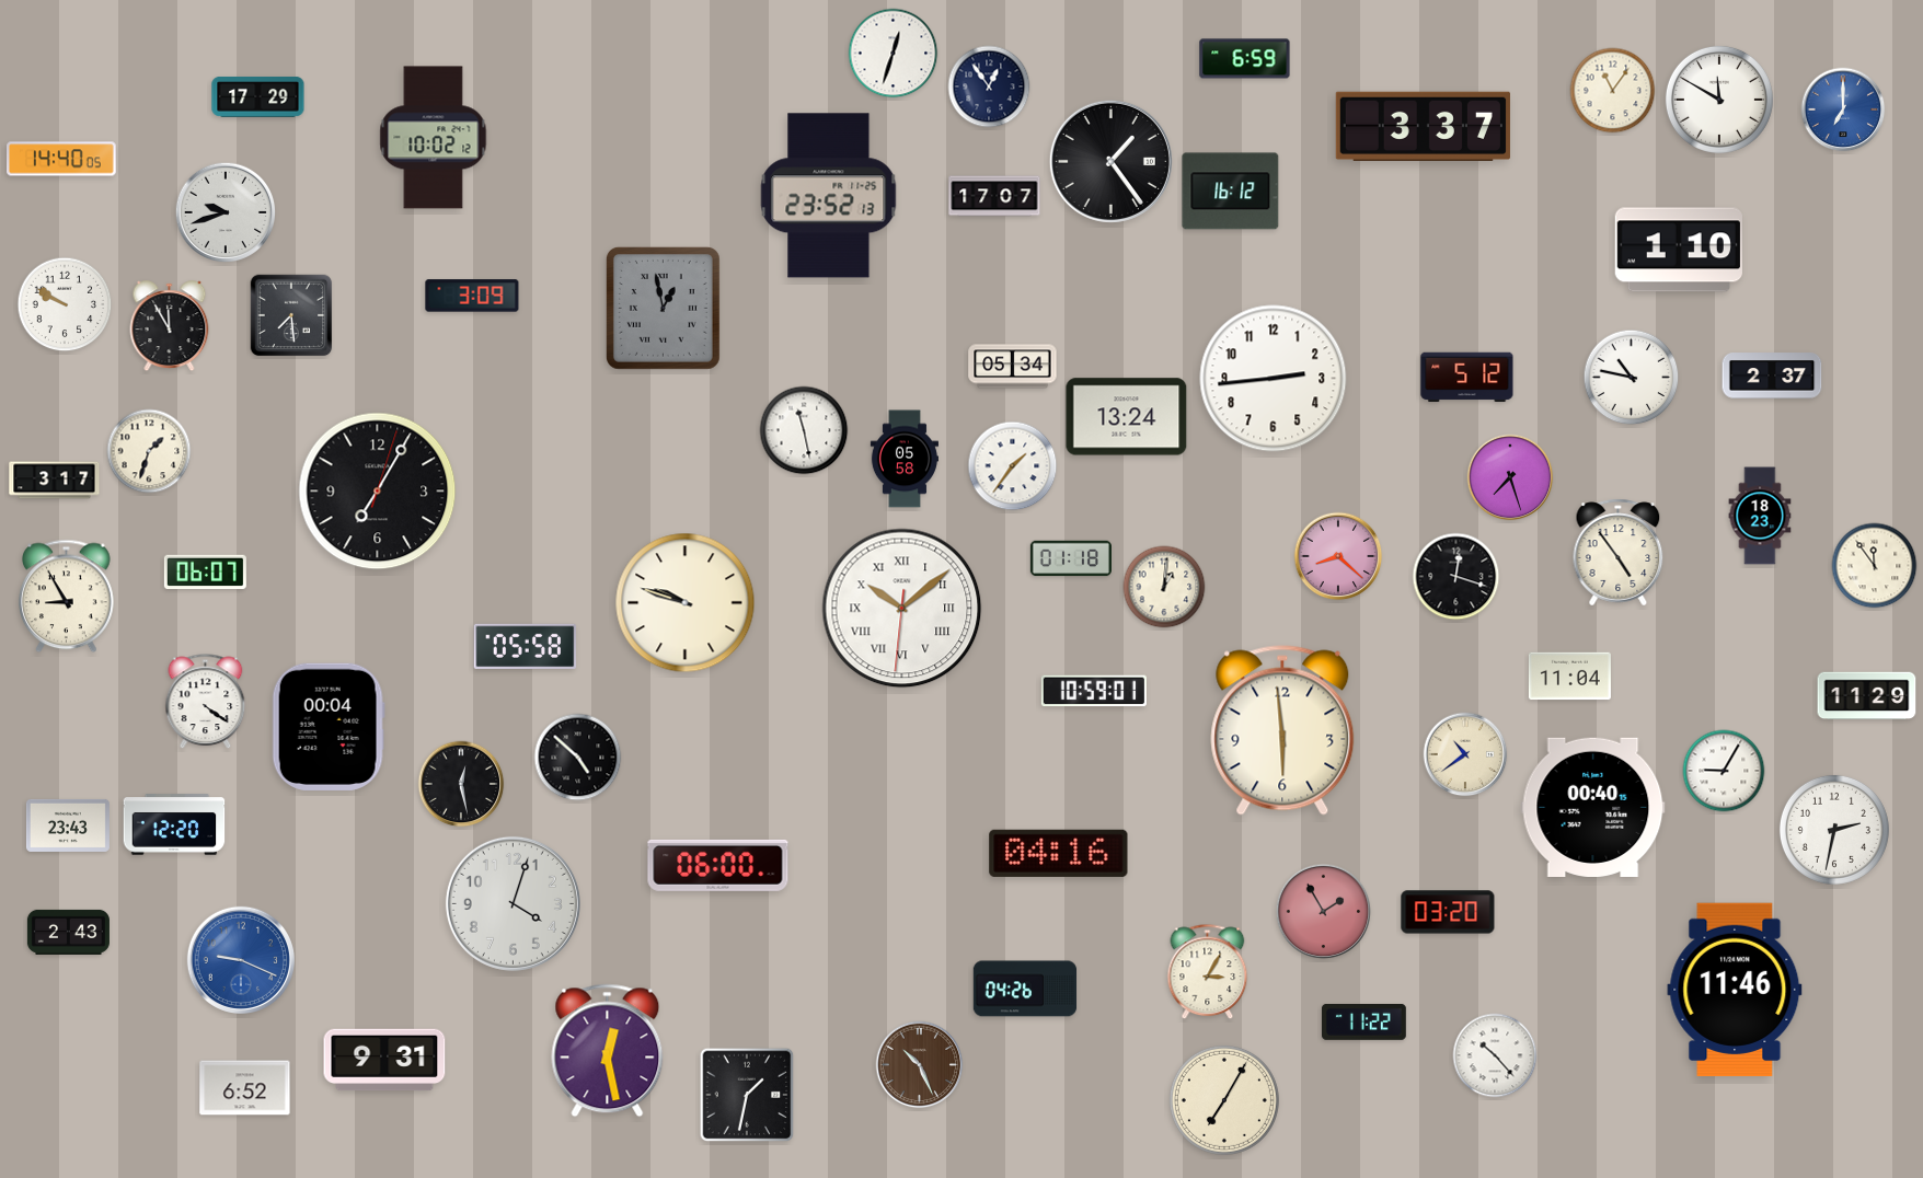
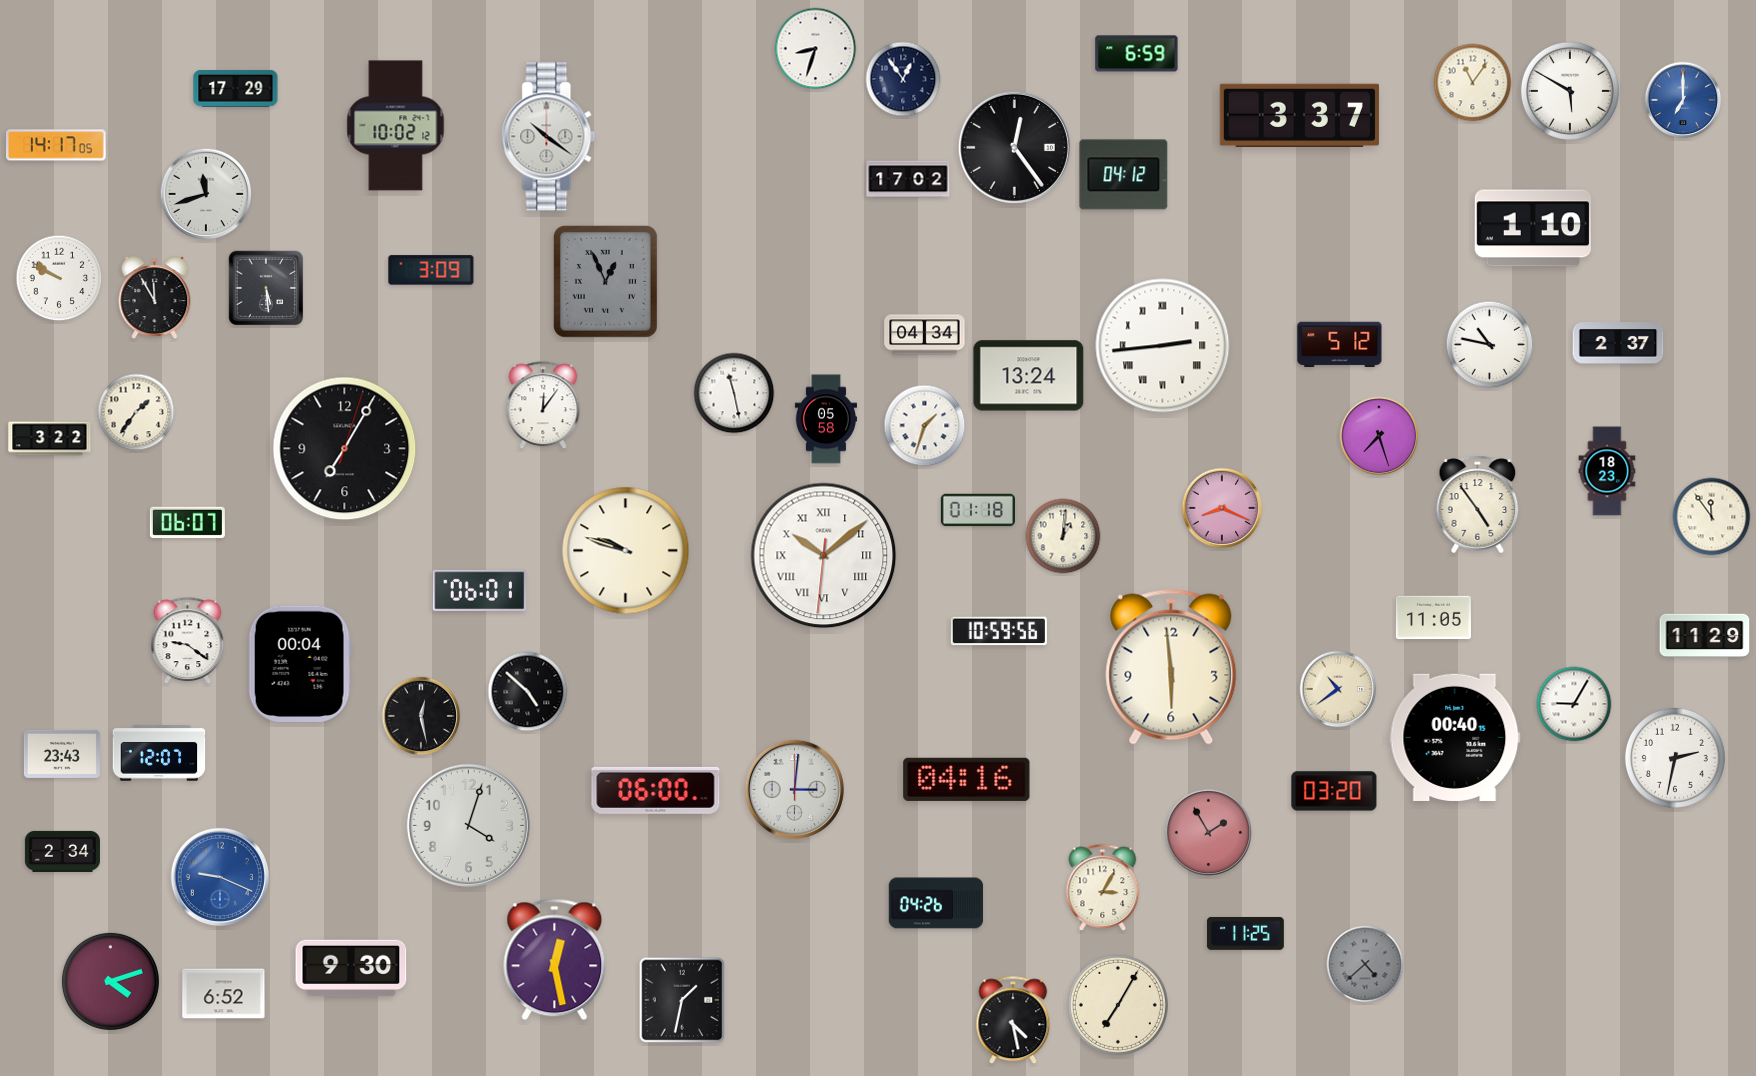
clock at (894, 54): 12:33 -> 8:33
clock at (1719, 100): 11:50 -> 5:50
clock at (549, 137): none -> 10:21
clock at (61, 159): 14:40 -> 14:17
clock at (1110, 161): 1:24 -> 12:24
clock at (1231, 192): 16:12 -> 04:12
clock at (829, 196): 23:52 -> none
clock at (994, 196): 17:07 -> 17:02
clock at (226, 212): 9:42 -> 11:42
clock at (663, 308): 12:58 -> 12:56
clock at (291, 315): 7:29 -> 5:29
clock at (1013, 367): 05:34 -> 04:34
clock at (1274, 379) numerals: Arabic -> Roman
clock at (1127, 417) position: (1127, 417) -> (1029, 376)
clock at (543, 406): none -> 12:06
clock at (149, 451): 1:33 -> 1:36
clock at (1013, 466): 1:36 -> 1:33
clock at (55, 481): 3:17 -> 3:22
clock at (1338, 556): 8:22 -> 8:19
clock at (1456, 577): 12:18 -> none
clock at (67, 597): 8:55 -> none
clock at (526, 646): 05:58 -> 06:01
clock at (1569, 677): 11:04 -> 11:05
clock at (1094, 691): 10:59:01 -> 10:59:56
clock at (206, 702): 4:21 -> 9:21
clock at (174, 824): 12:20 -> 12:07
clock at (794, 789): none -> 3:01
clock at (1448, 912) position: (1448, 912) -> (1334, 791)
clock at (68, 932): 2:43 -> 2:34
clock at (1735, 990): 11:46 -> none
clock at (1363, 1021): 11:22 -> 11:25
clock at (1495, 1055): 10:23 -> 4:38
clock at (1495, 1055) dial: white -> grey
clock at (384, 1060): 9:31 -> 9:30
clock at (920, 1065): 10:26 -> none
clock at (110, 981): none -> 4:12
clock at (1013, 1021): none -> 4:28
